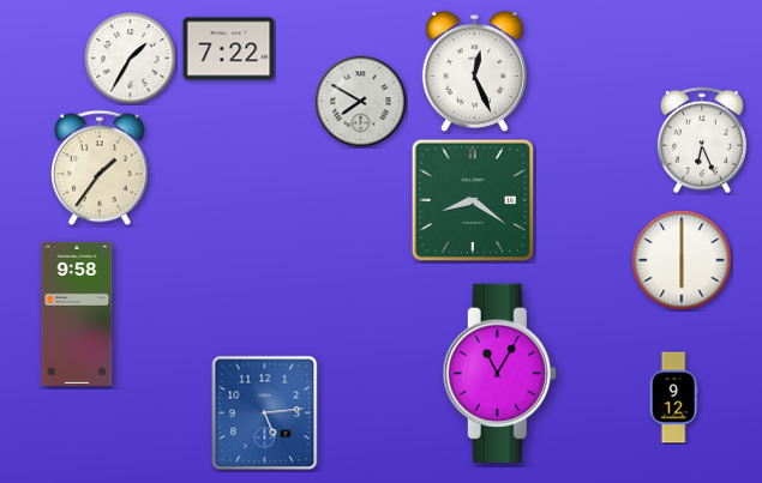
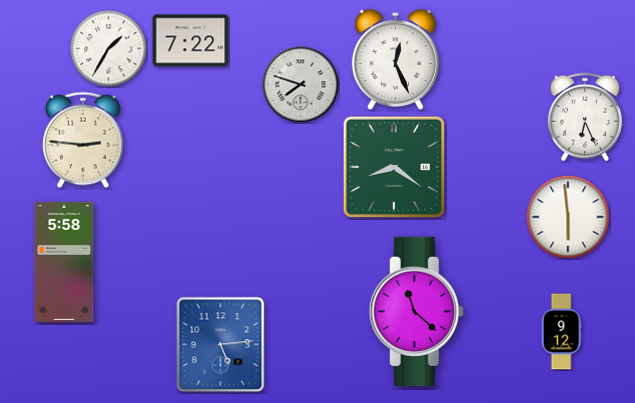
clock at (361, 102): 7:50 -> 7:48
clock at (100, 168): 1:36 -> 2:46
clock at (682, 260): 6:00 -> 5:59
clock at (77, 314): 9:58 -> 5:58
clock at (499, 373): 11:05 -> 11:22
